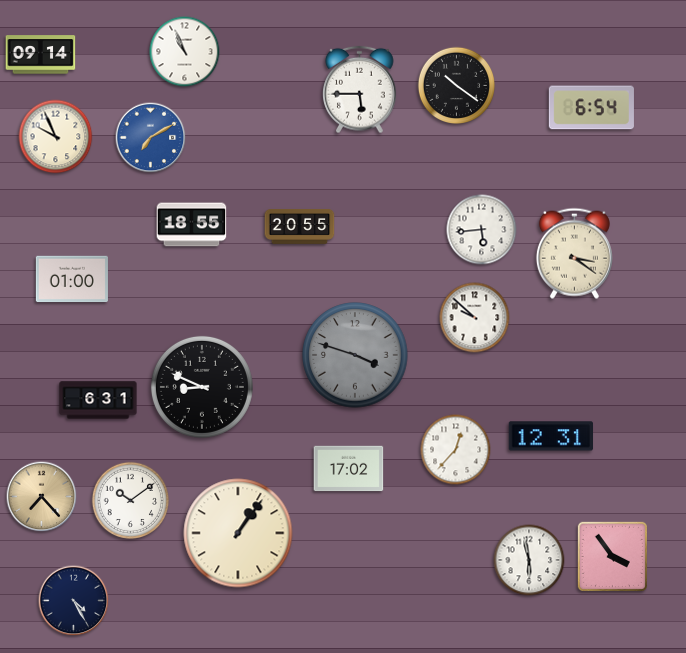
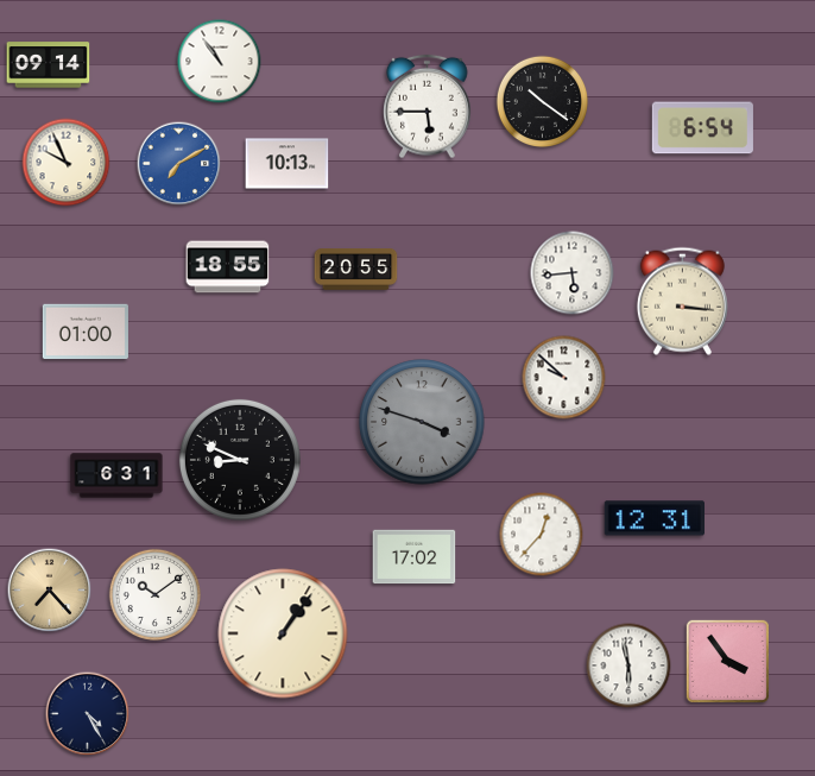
clock at (185, 52): 10:56 -> 10:54
clock at (288, 164): none -> 10:13
clock at (574, 253): 3:21 -> 3:16
